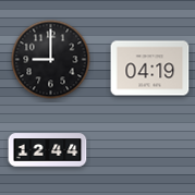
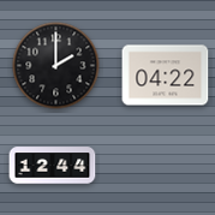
clock at (51, 60): 9:00 -> 2:00
clock at (150, 69): 04:19 -> 04:22
